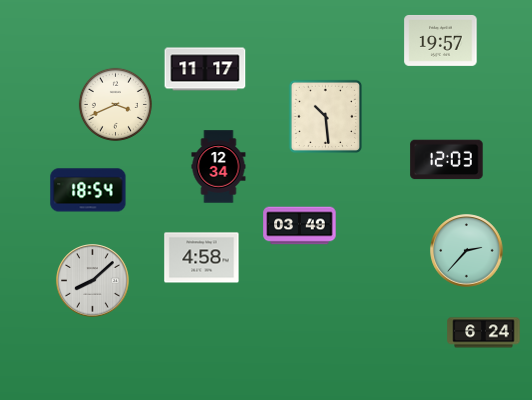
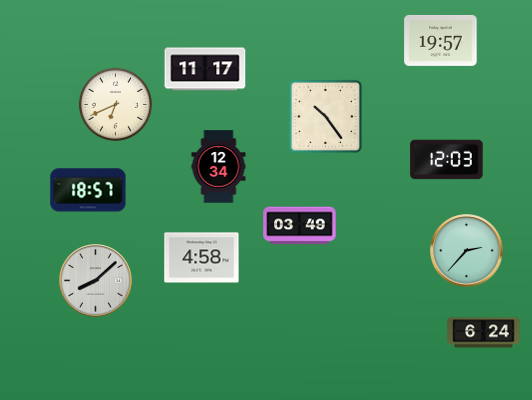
clock at (115, 104): 3:41 -> 6:41
clock at (325, 116): 10:29 -> 10:24
clock at (88, 190): 18:54 -> 18:57
clock at (93, 281) position: (93, 281) -> (96, 281)
